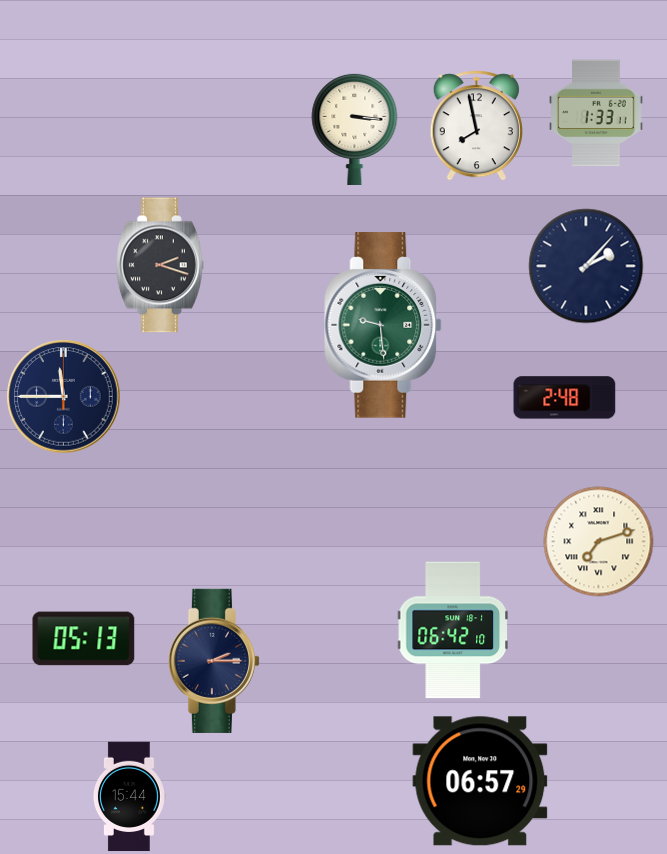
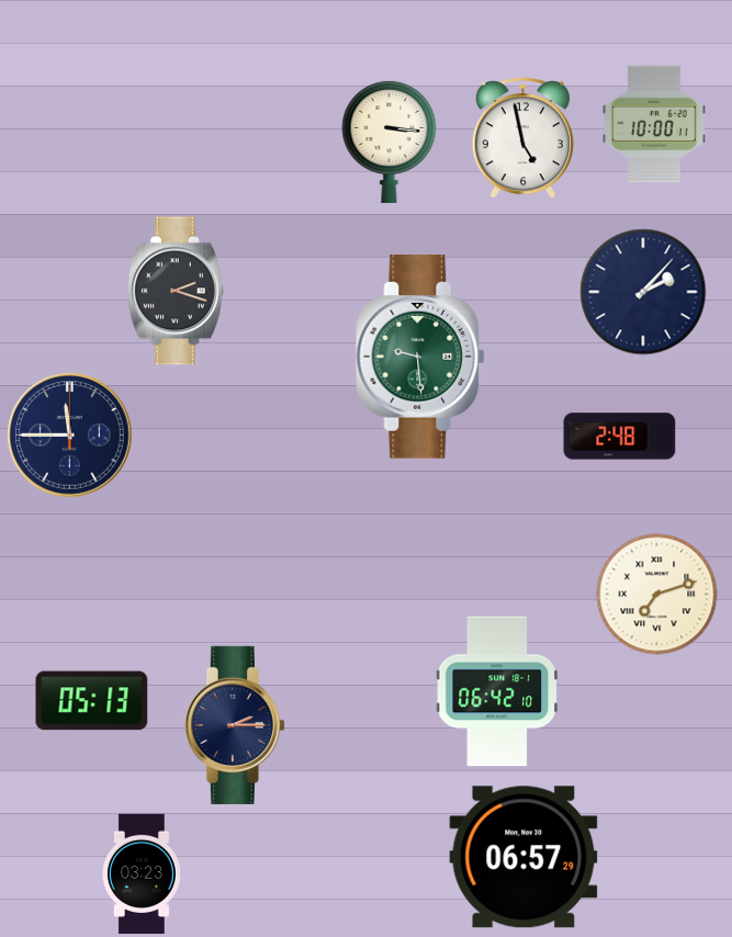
clock at (596, 113): 1:33 -> 10:00
clock at (476, 126): 7:58 -> 4:58
clock at (480, 781) position: (480, 781) -> (523, 857)
clock at (129, 797): 15:44 -> 03:23
